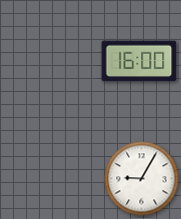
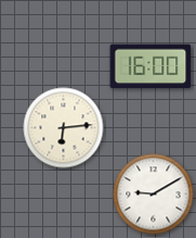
clock at (64, 128): none -> 6:14
clock at (142, 179): 9:05 -> 9:10
